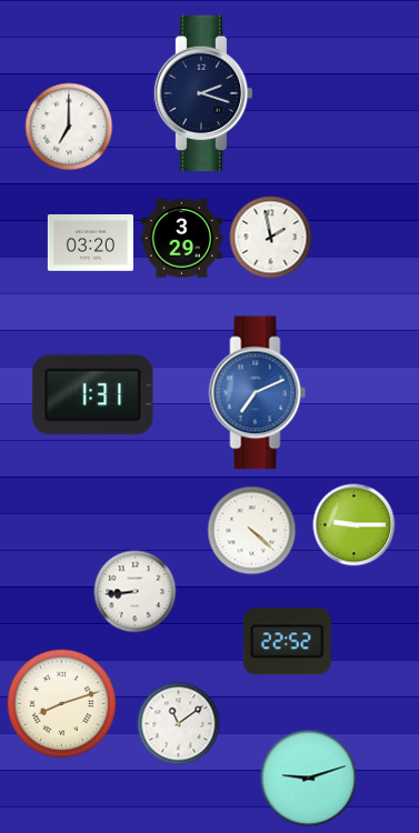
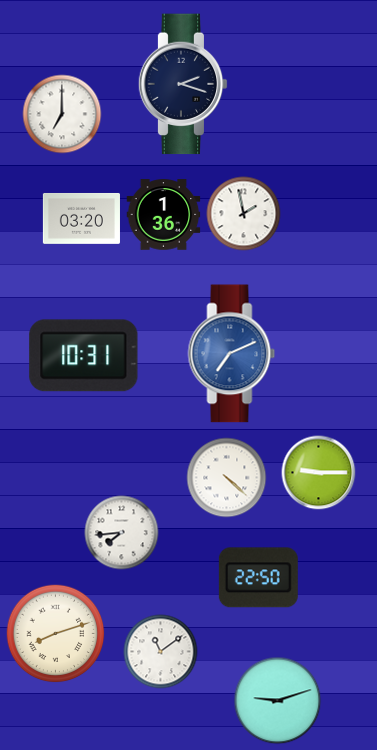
clock at (182, 239): 3:29 -> 1:36
clock at (93, 395): 1:31 -> 10:31
clock at (136, 592): 8:44 -> 7:44
clock at (287, 642): 22:52 -> 22:50
